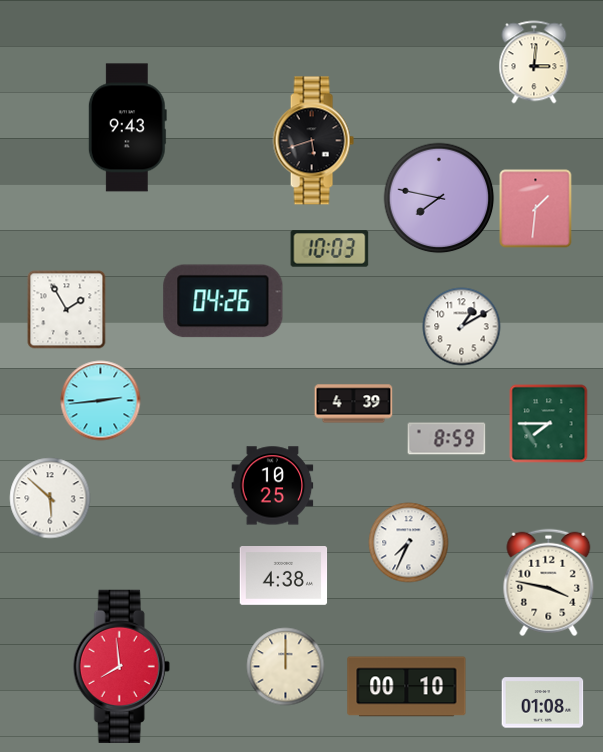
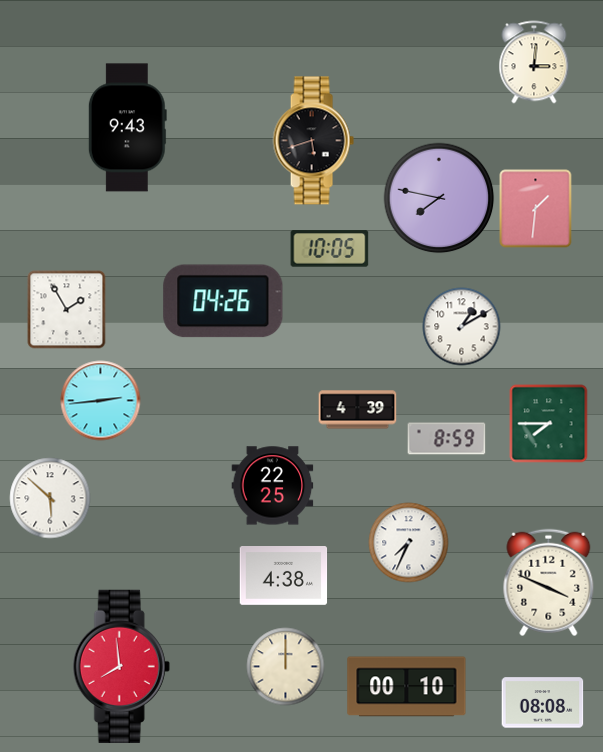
clock at (329, 249): 10:03 -> 10:05
clock at (353, 404) position: (353, 404) -> (357, 410)
clock at (272, 486): 10:25 -> 22:25
clock at (549, 582): 3:47 -> 3:49
clock at (542, 703): 01:08 -> 08:08
